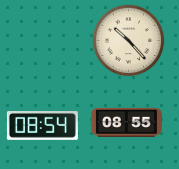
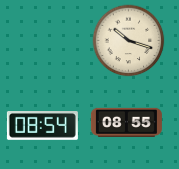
clock at (129, 41): 10:23 -> 10:18
